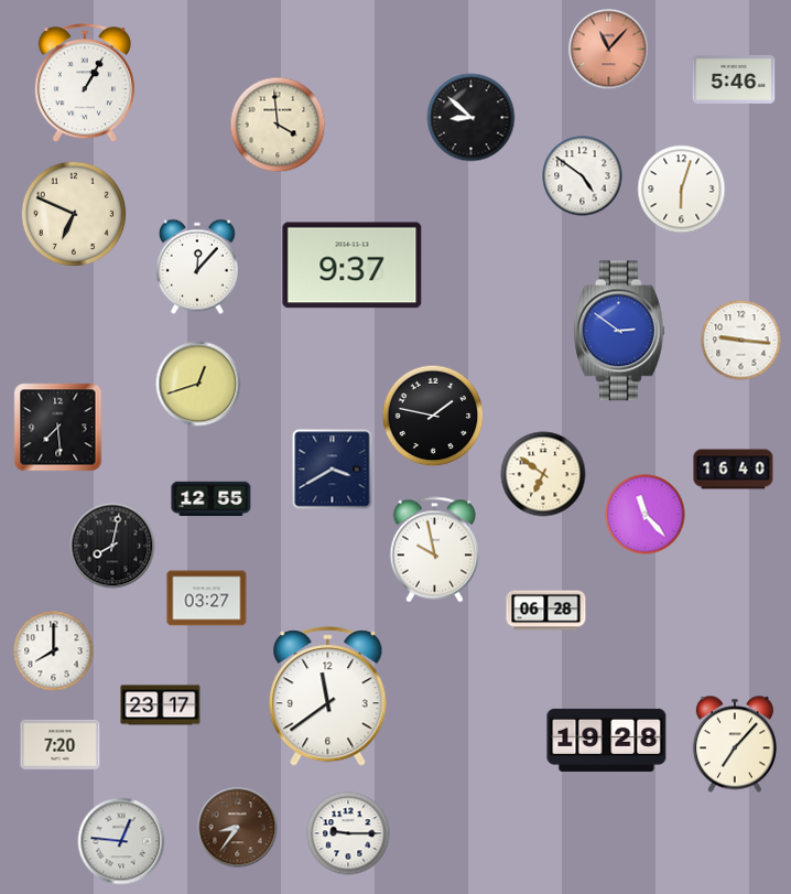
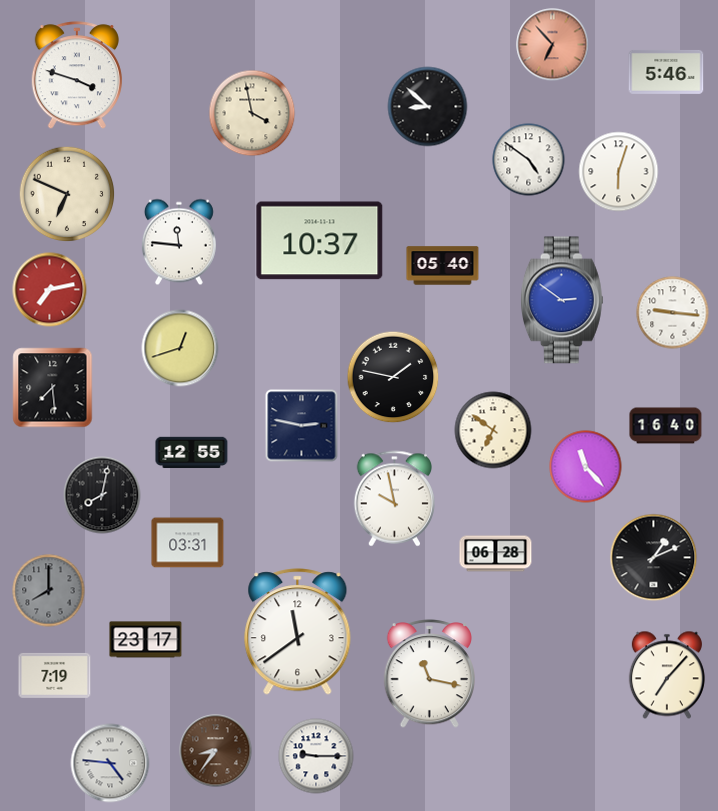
clock at (609, 50): 11:07 -> 6:53
clock at (85, 84): 1:05 -> 3:48
clock at (278, 125): 3:59 -> 3:58
clock at (353, 266): 9:37 -> 10:37
clock at (197, 267): 12:07 -> 11:46
clock at (443, 266): none -> 05:40
clock at (50, 290): none -> 7:13
clock at (741, 341) position: (741, 341) -> (673, 313)
clock at (333, 470): 3:40 -> 2:47
clock at (207, 599): 03:27 -> 03:31
clock at (654, 558): none -> 1:11
clock at (54, 651) dial: white -> grey
clock at (607, 740): 19:28 -> none
clock at (429, 674): none -> 11:17
clock at (61, 744): 7:20 -> 7:19
clock at (121, 841): 12:46 -> 4:46
